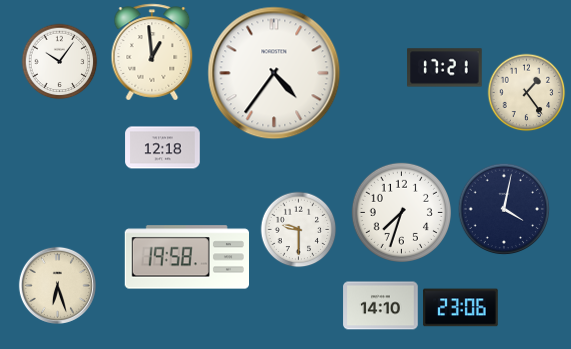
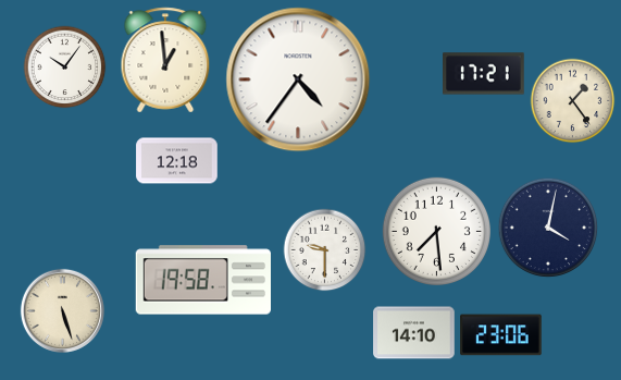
clock at (152, 52) position: (152, 52) -> (165, 60)
clock at (401, 212): 7:33 -> 7:29
clock at (57, 285): 6:27 -> 5:27
